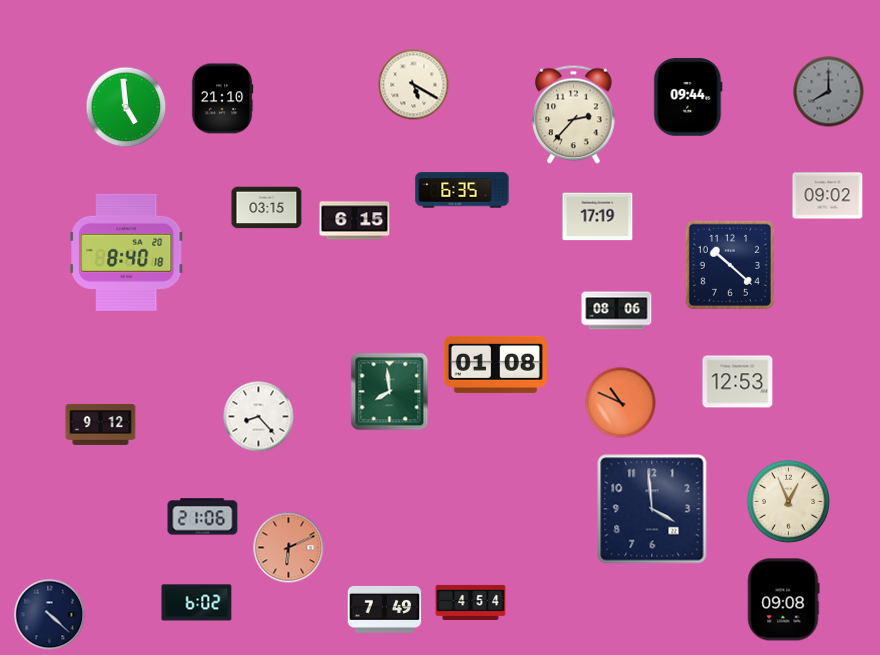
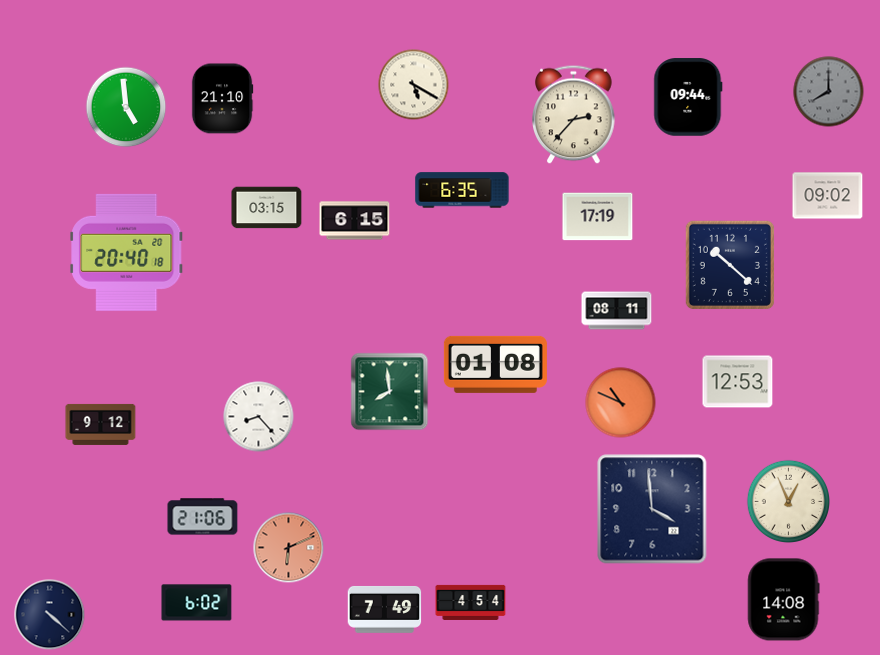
clock at (127, 252): 8:40 -> 20:40
clock at (617, 311): 08:06 -> 08:11
clock at (783, 600): 09:08 -> 14:08
